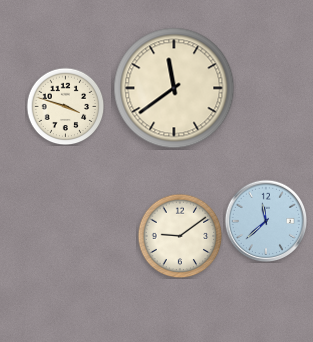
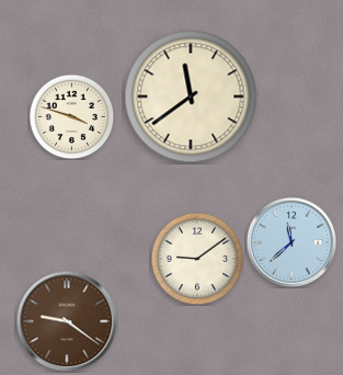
clock at (67, 321): none -> 9:21
